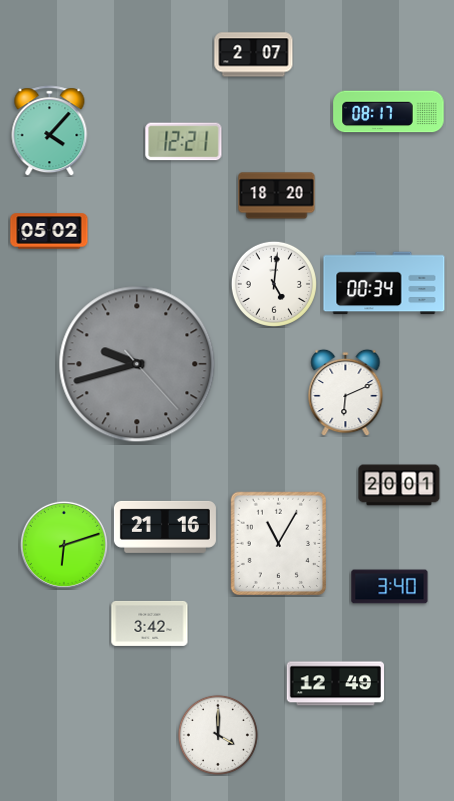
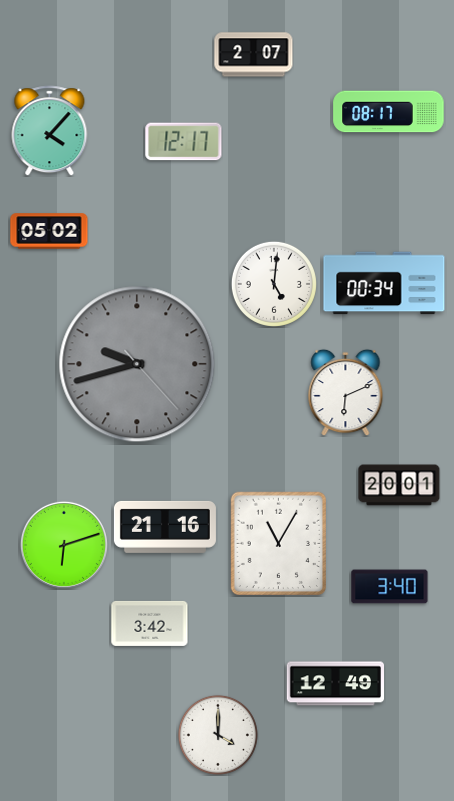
clock at (184, 142): 12:21 -> 12:17
clock at (277, 196): 18:20 -> none
